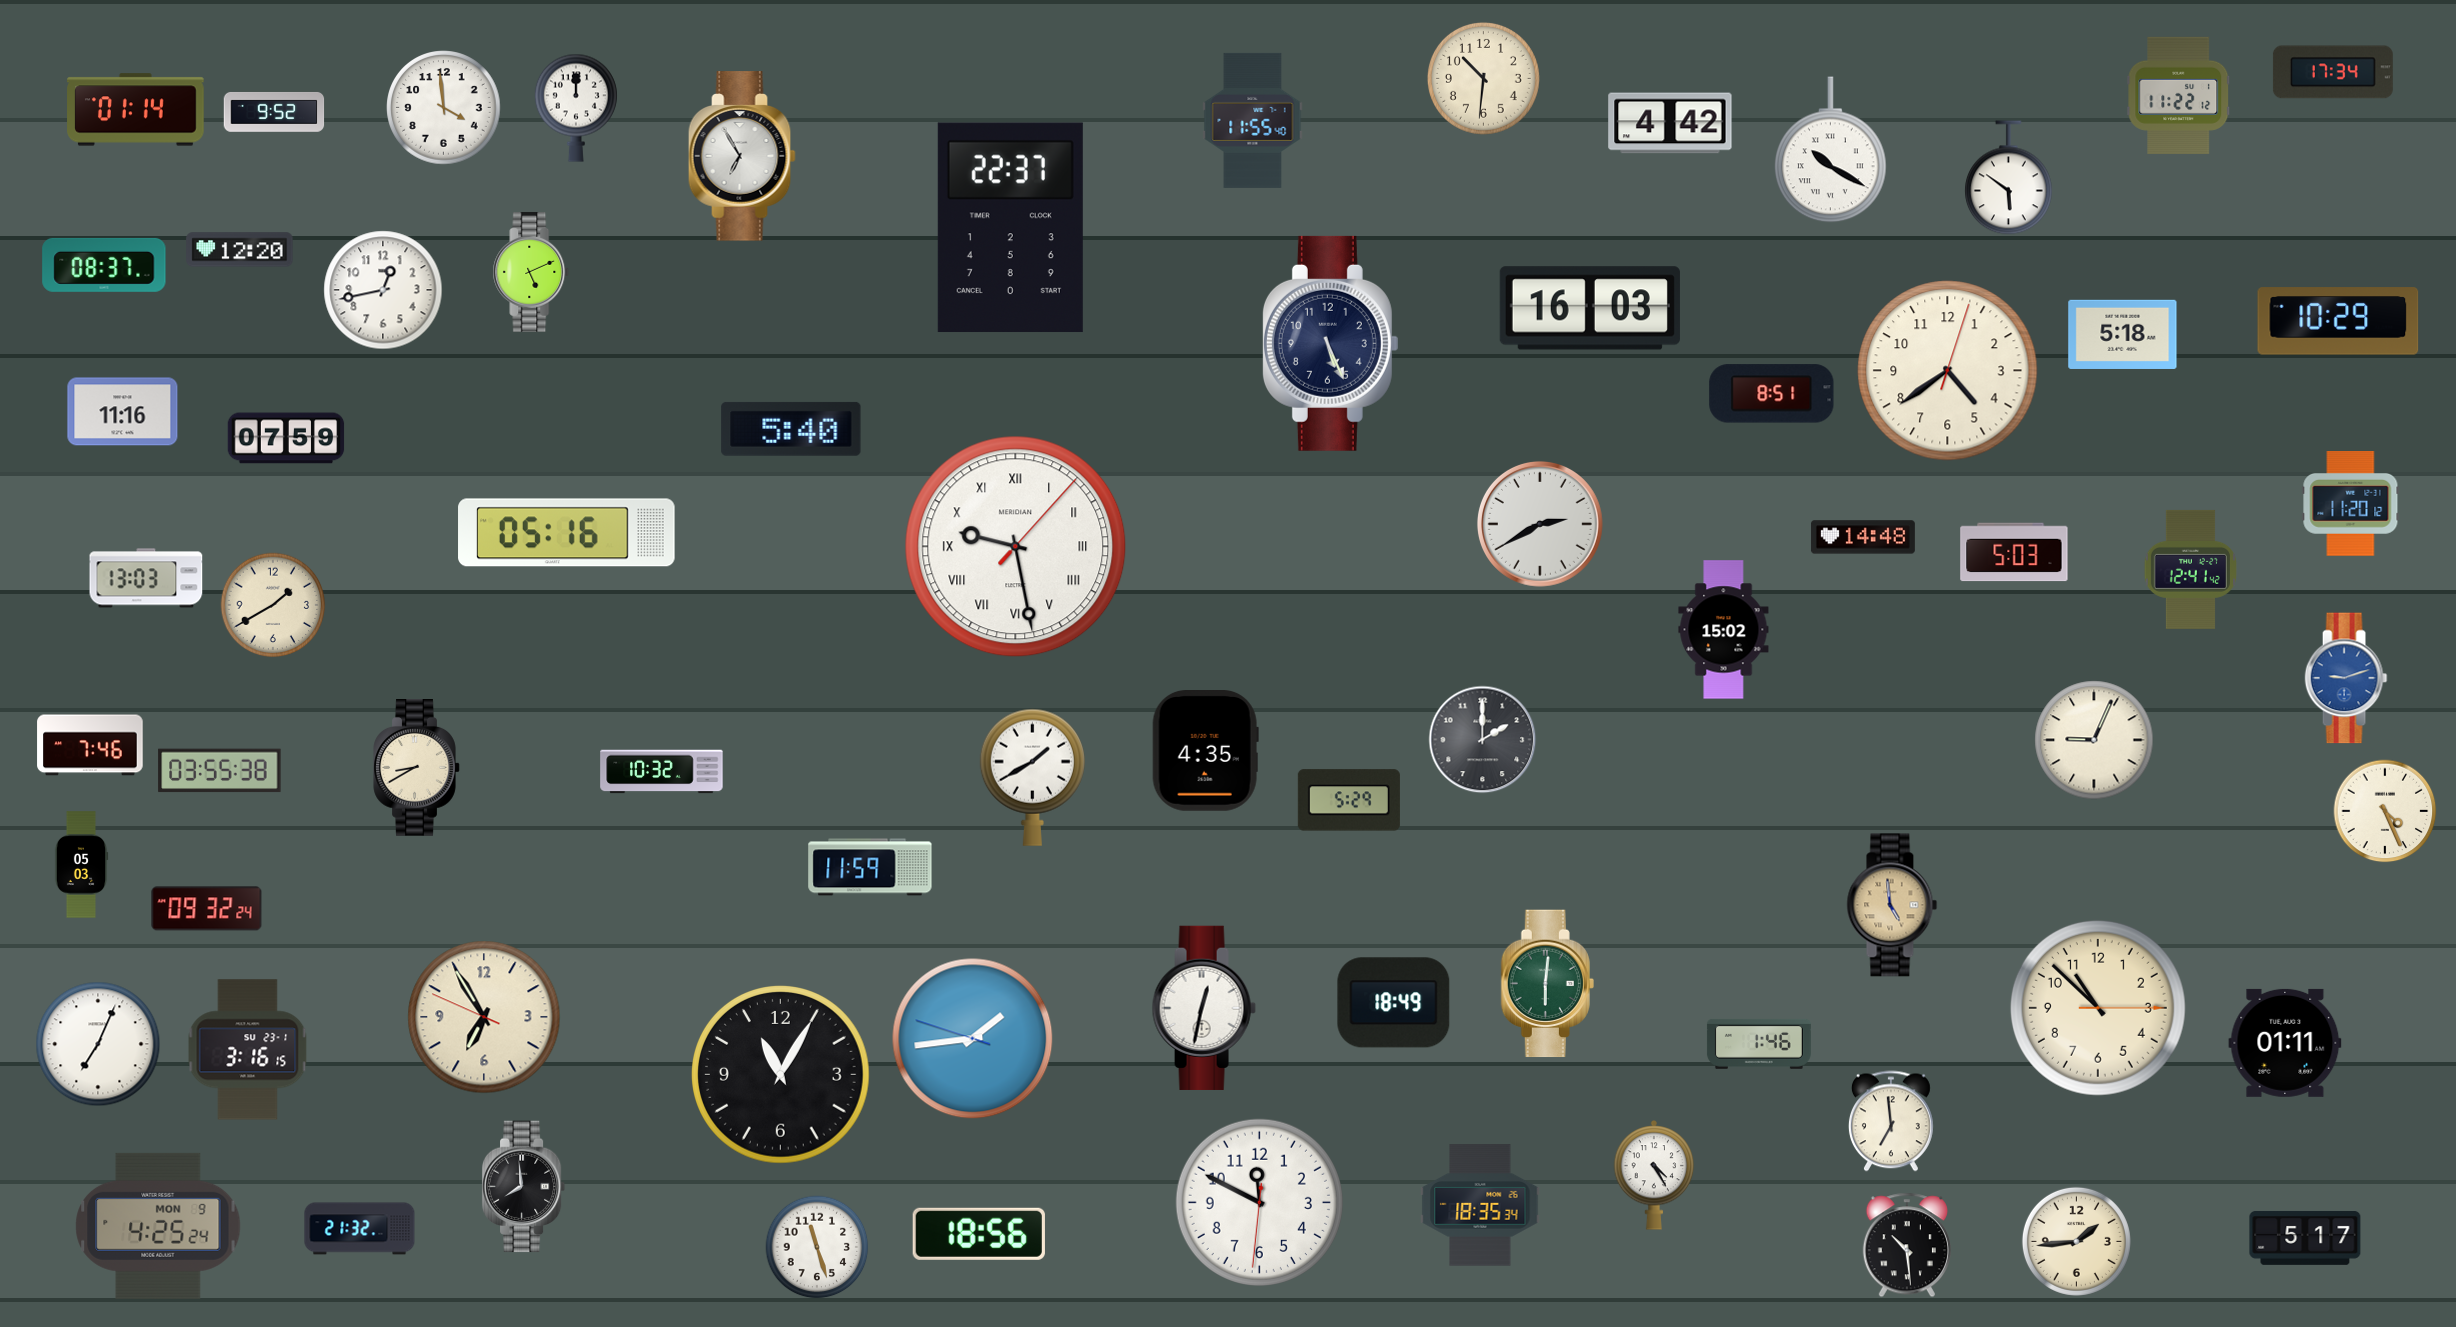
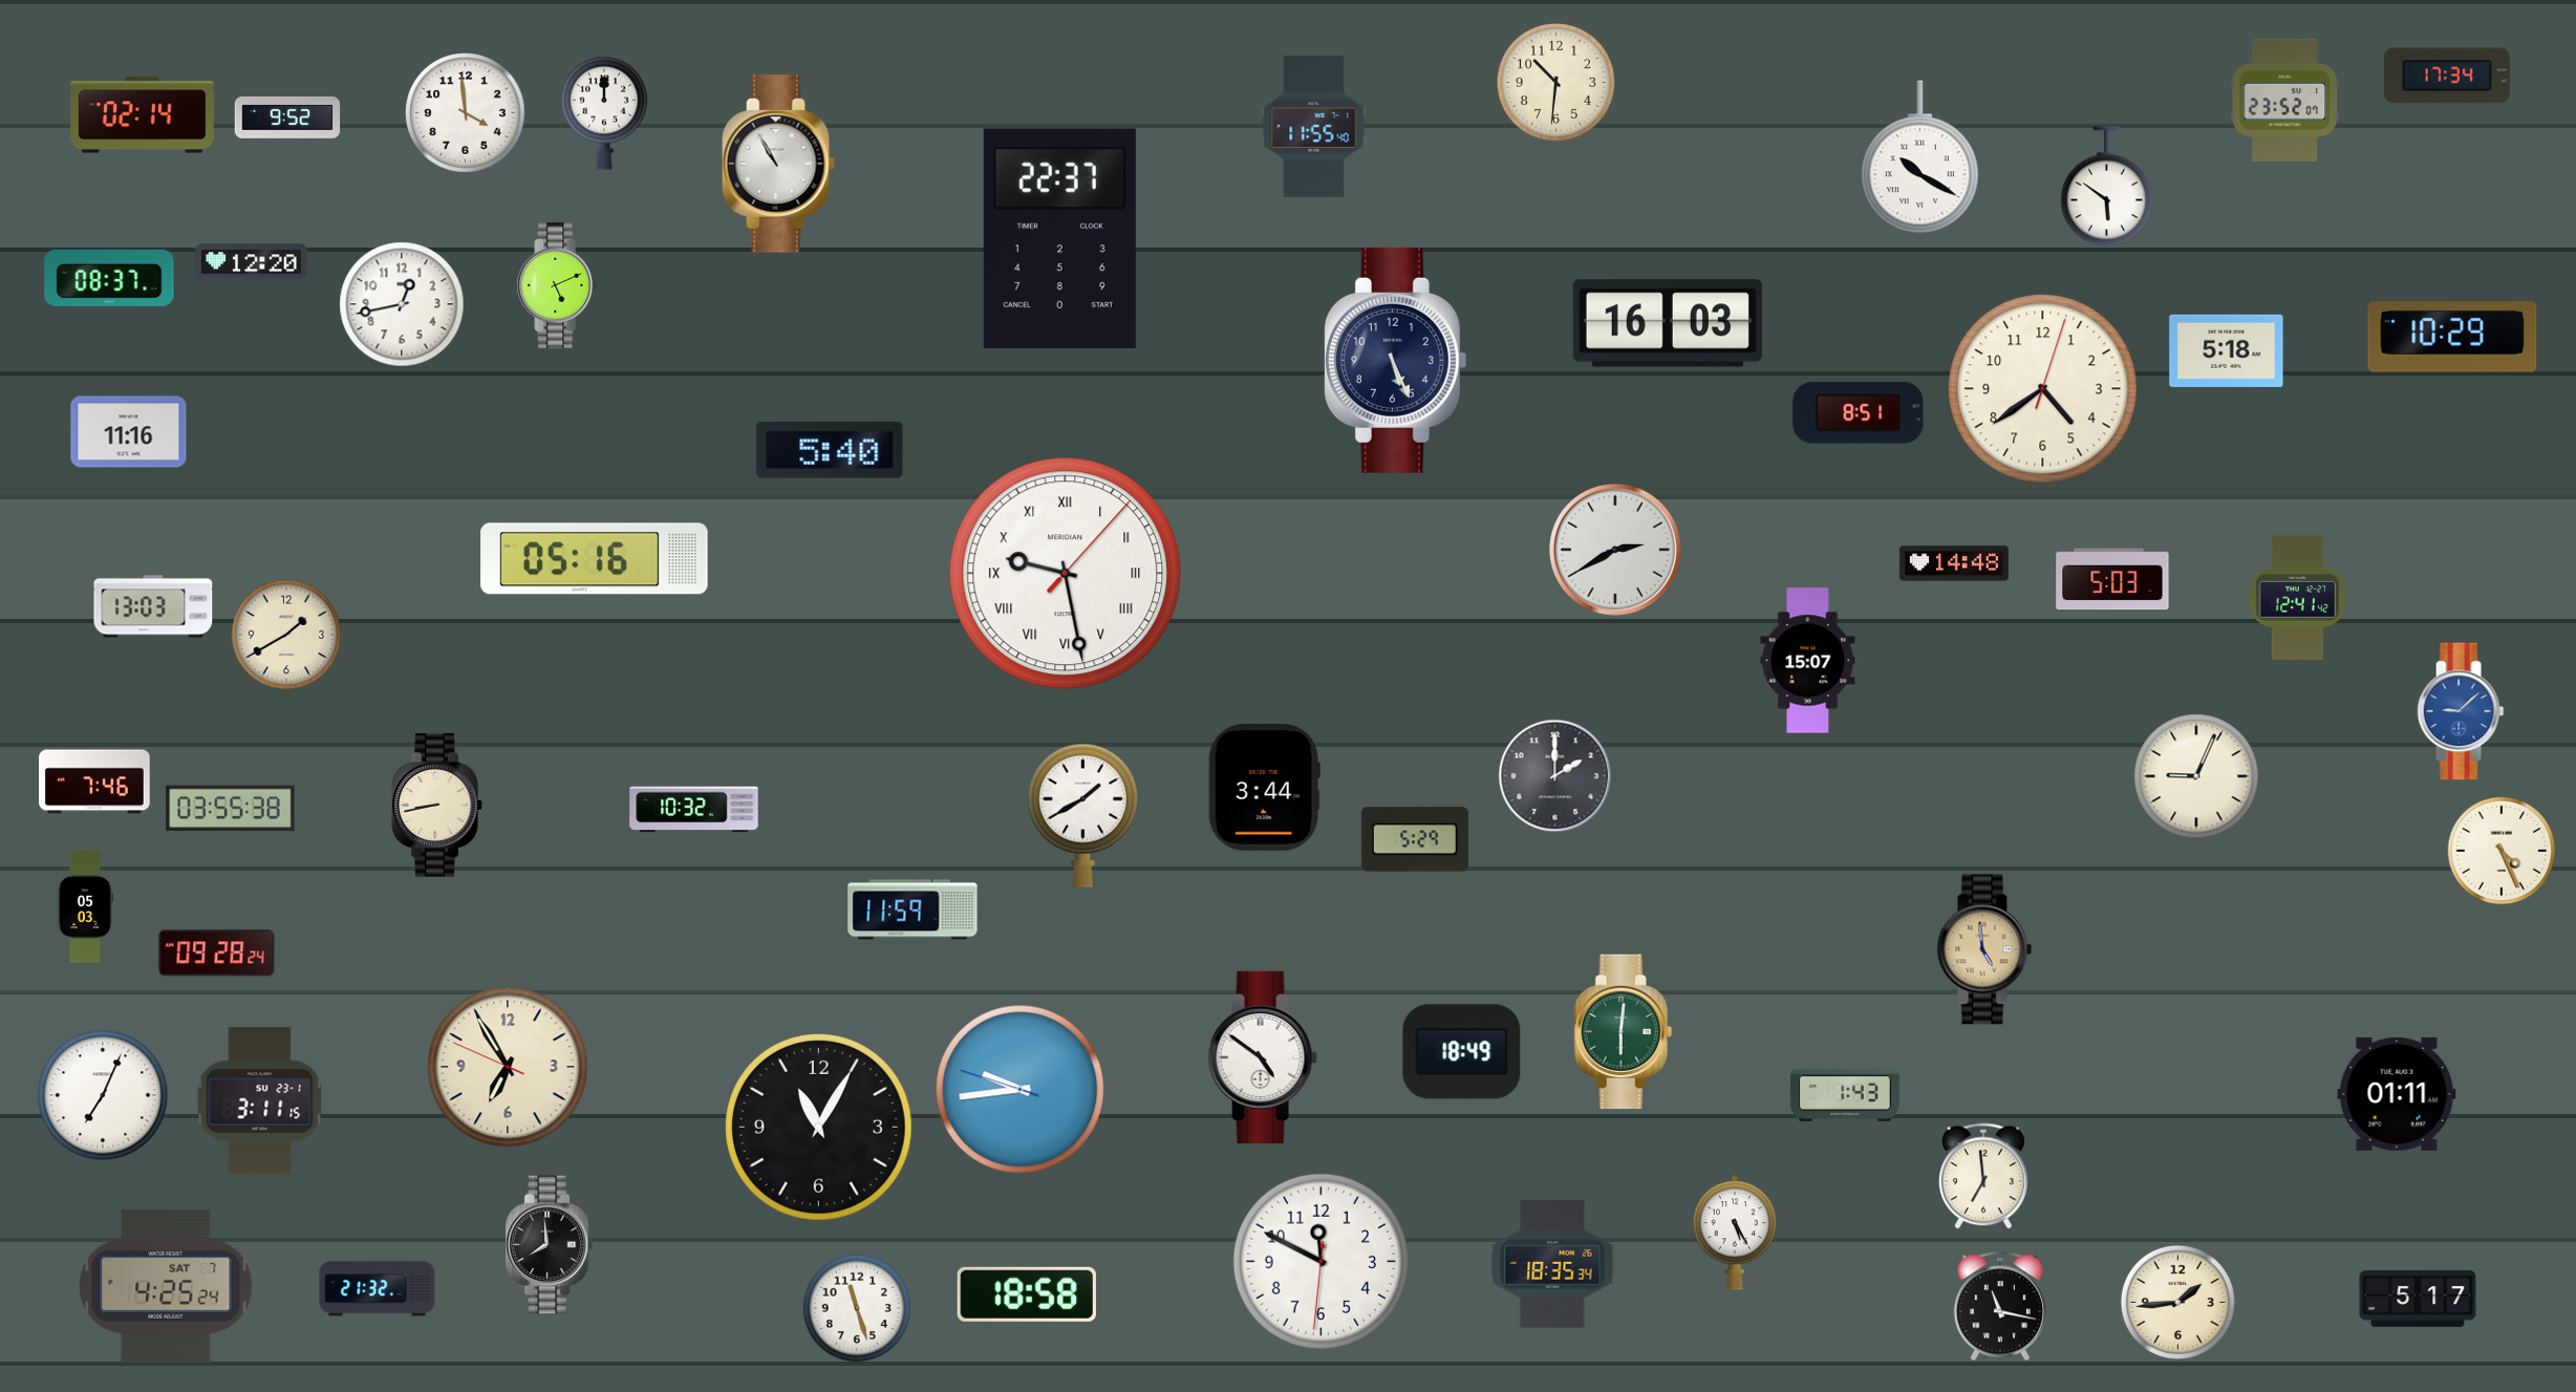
clock at (2179, 95): 11:22 -> 23:52
clock at (136, 110): 01:14 -> 02:14
clock at (1670, 123): 4:42 -> none
clock at (742, 156): 6:55 -> 10:55
clock at (286, 438): 07:59 -> none
clock at (2351, 504): 11:20 -> none
clock at (1724, 630): 15:02 -> 15:07
clock at (2346, 678): 9:12 -> 9:08
clock at (1205, 751): 4:35 -> 3:44
clock at (417, 768): 8:40 -> 8:43
clock at (207, 909): 09:32 -> 09:28
clock at (1204, 1008): 12:32 -> 4:51
clock at (2098, 1008): 10:52 -> none
clock at (973, 1039): 1:43 -> 9:43
clock at (1759, 1044): 1:46 -> 1:43
clock at (248, 1050): 3:16 -> 3:11
clock at (1654, 1176): 4:25 -> 5:25
clock at (158, 1226) date: MON 9 -> SAT 7
clock at (979, 1234): 18:56 -> 18:58
clock at (1907, 1245): 10:29 -> 11:17
